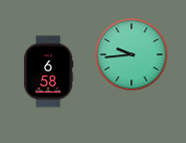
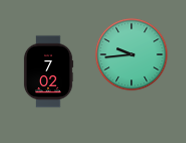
clock at (48, 72): 6:58 -> 7:02
